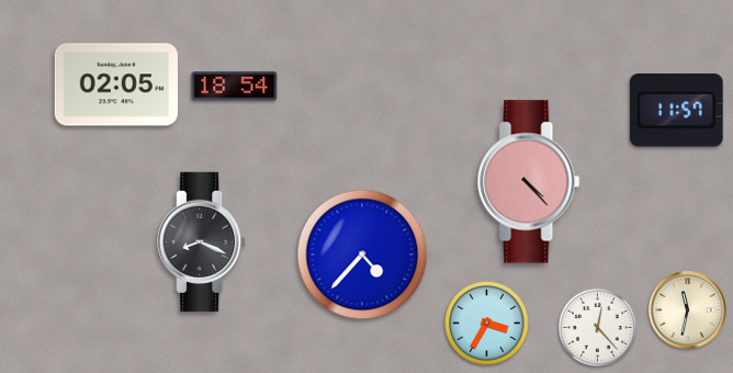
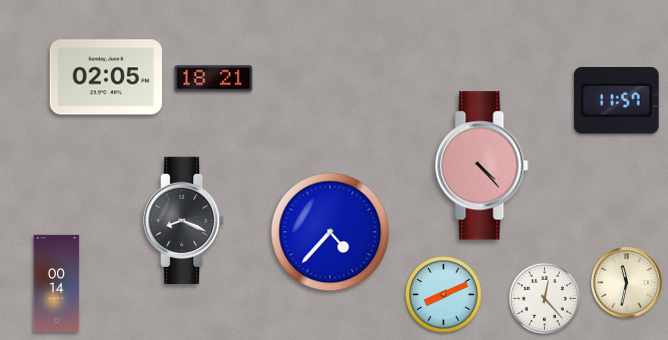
clock at (235, 87): 18:54 -> 18:21
clock at (57, 283): none -> 00:14
clock at (487, 324): 3:35 -> 8:11
